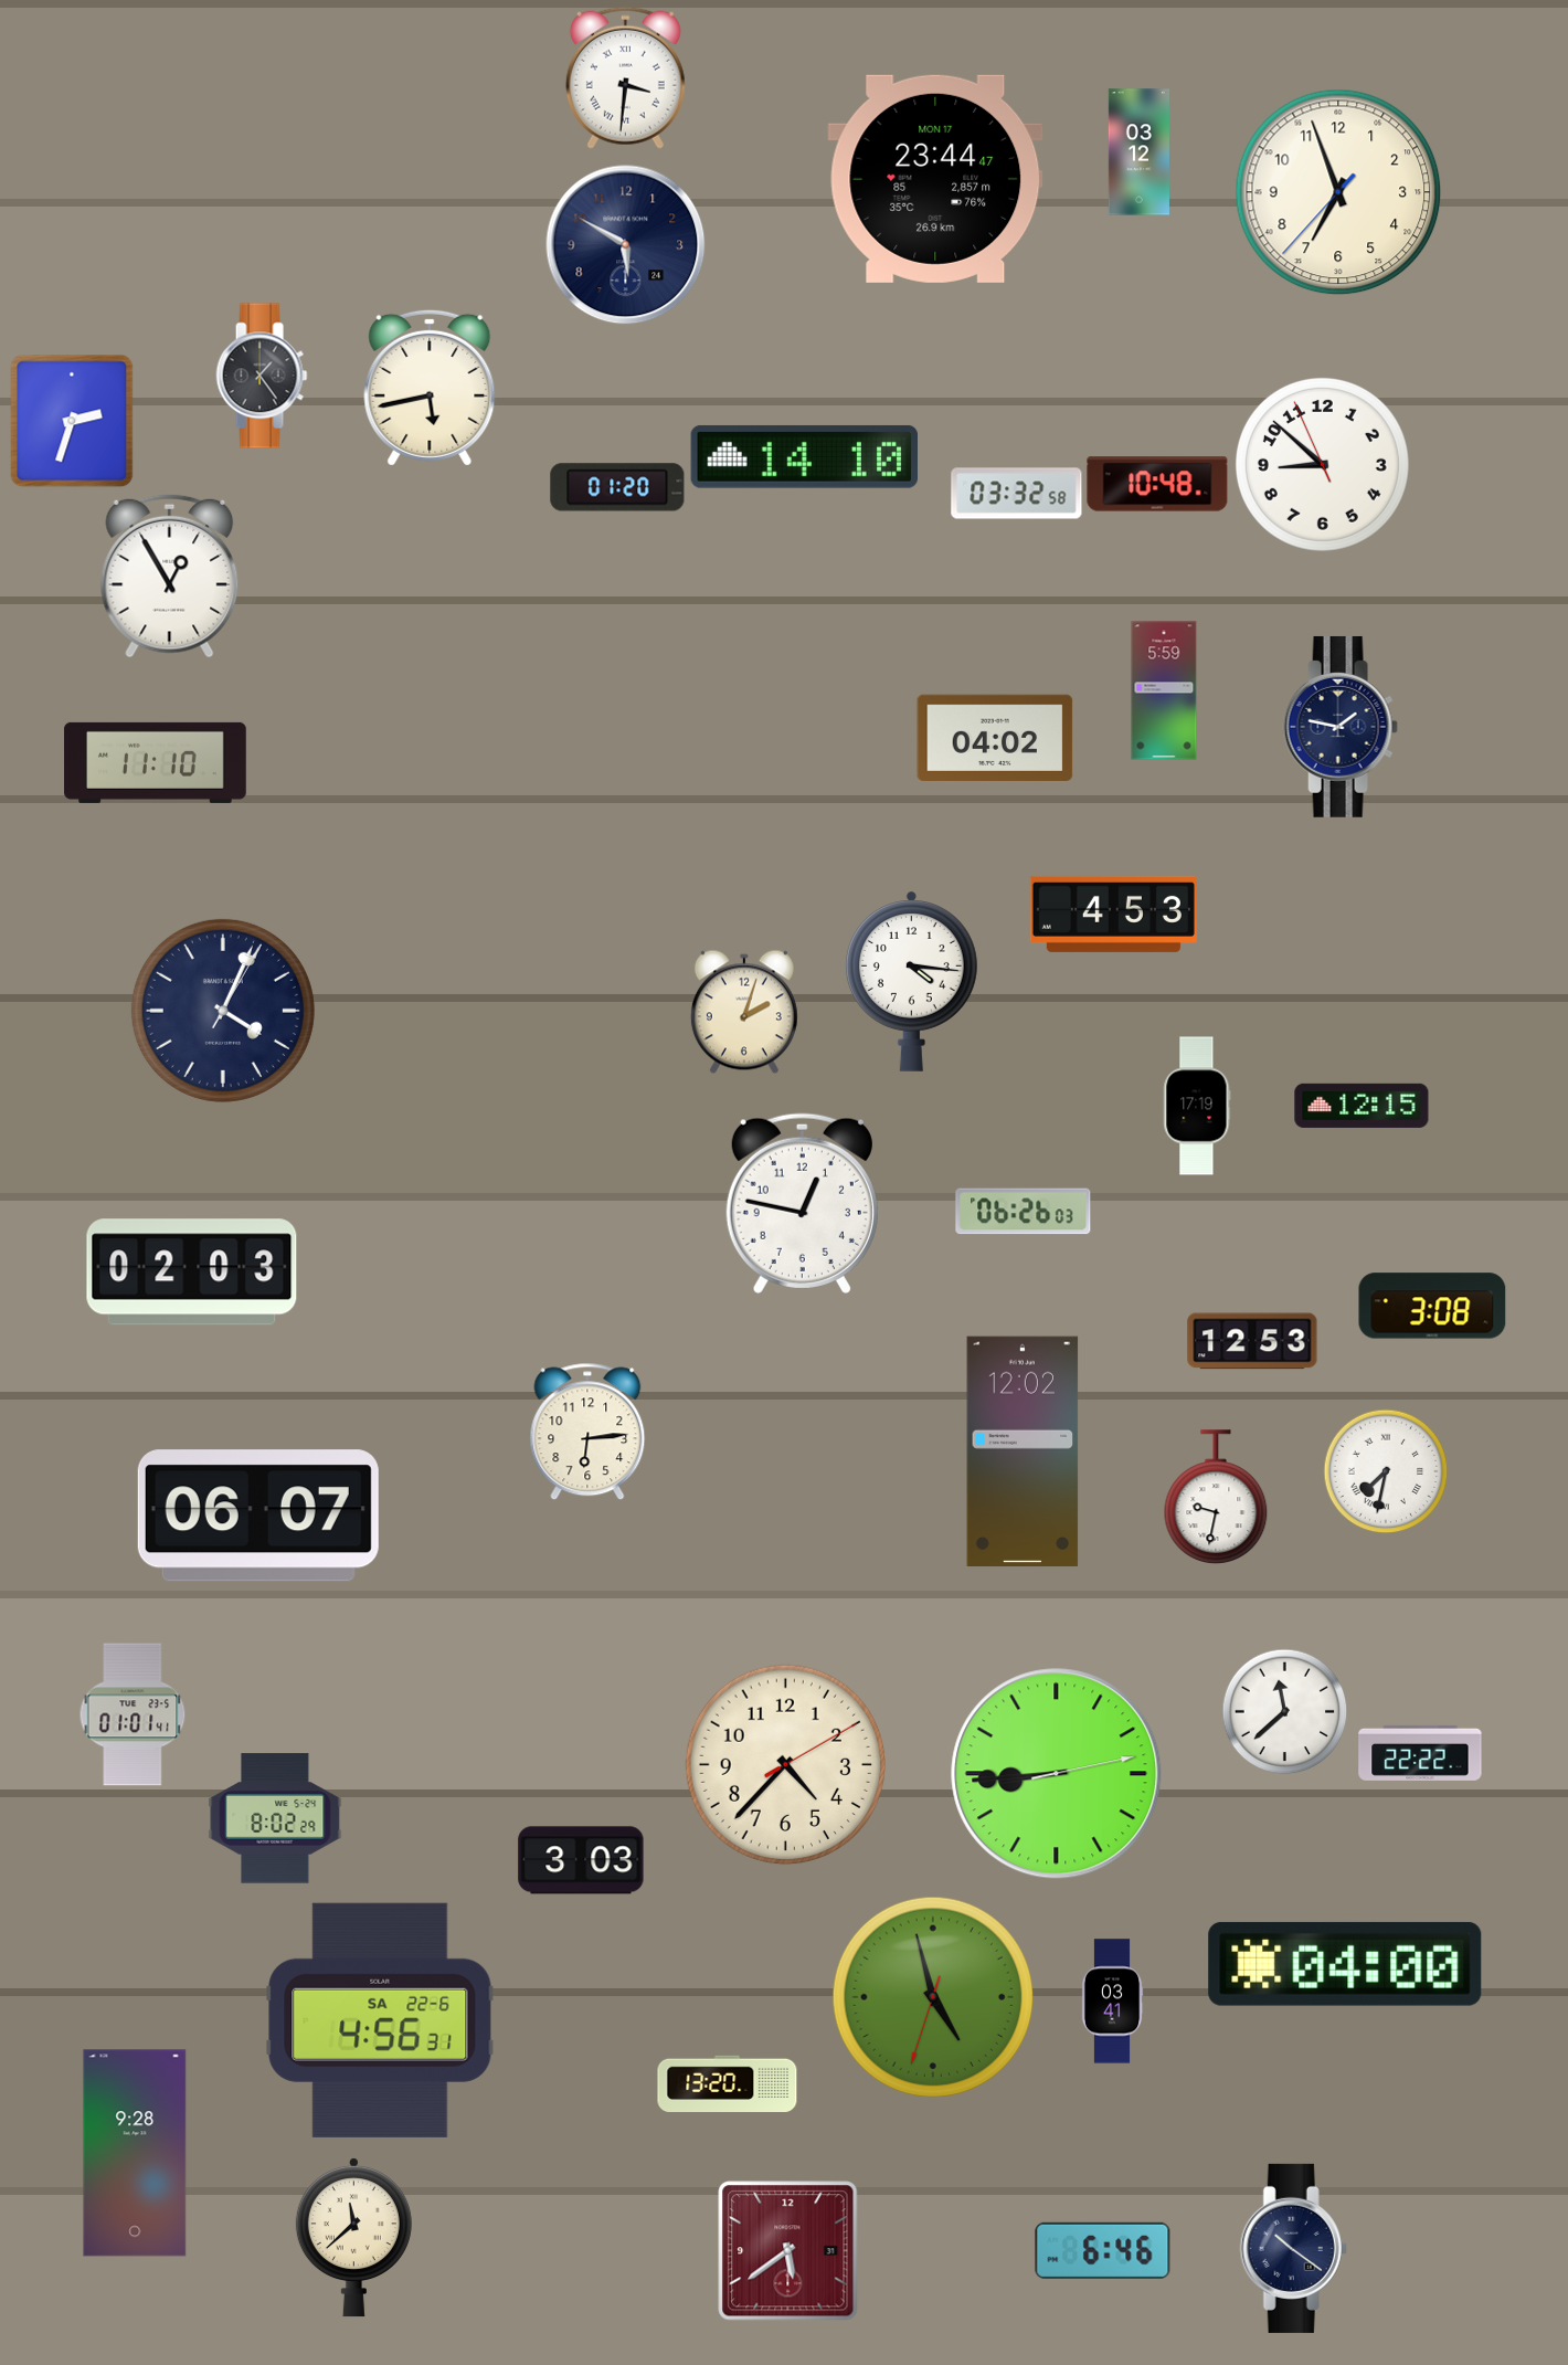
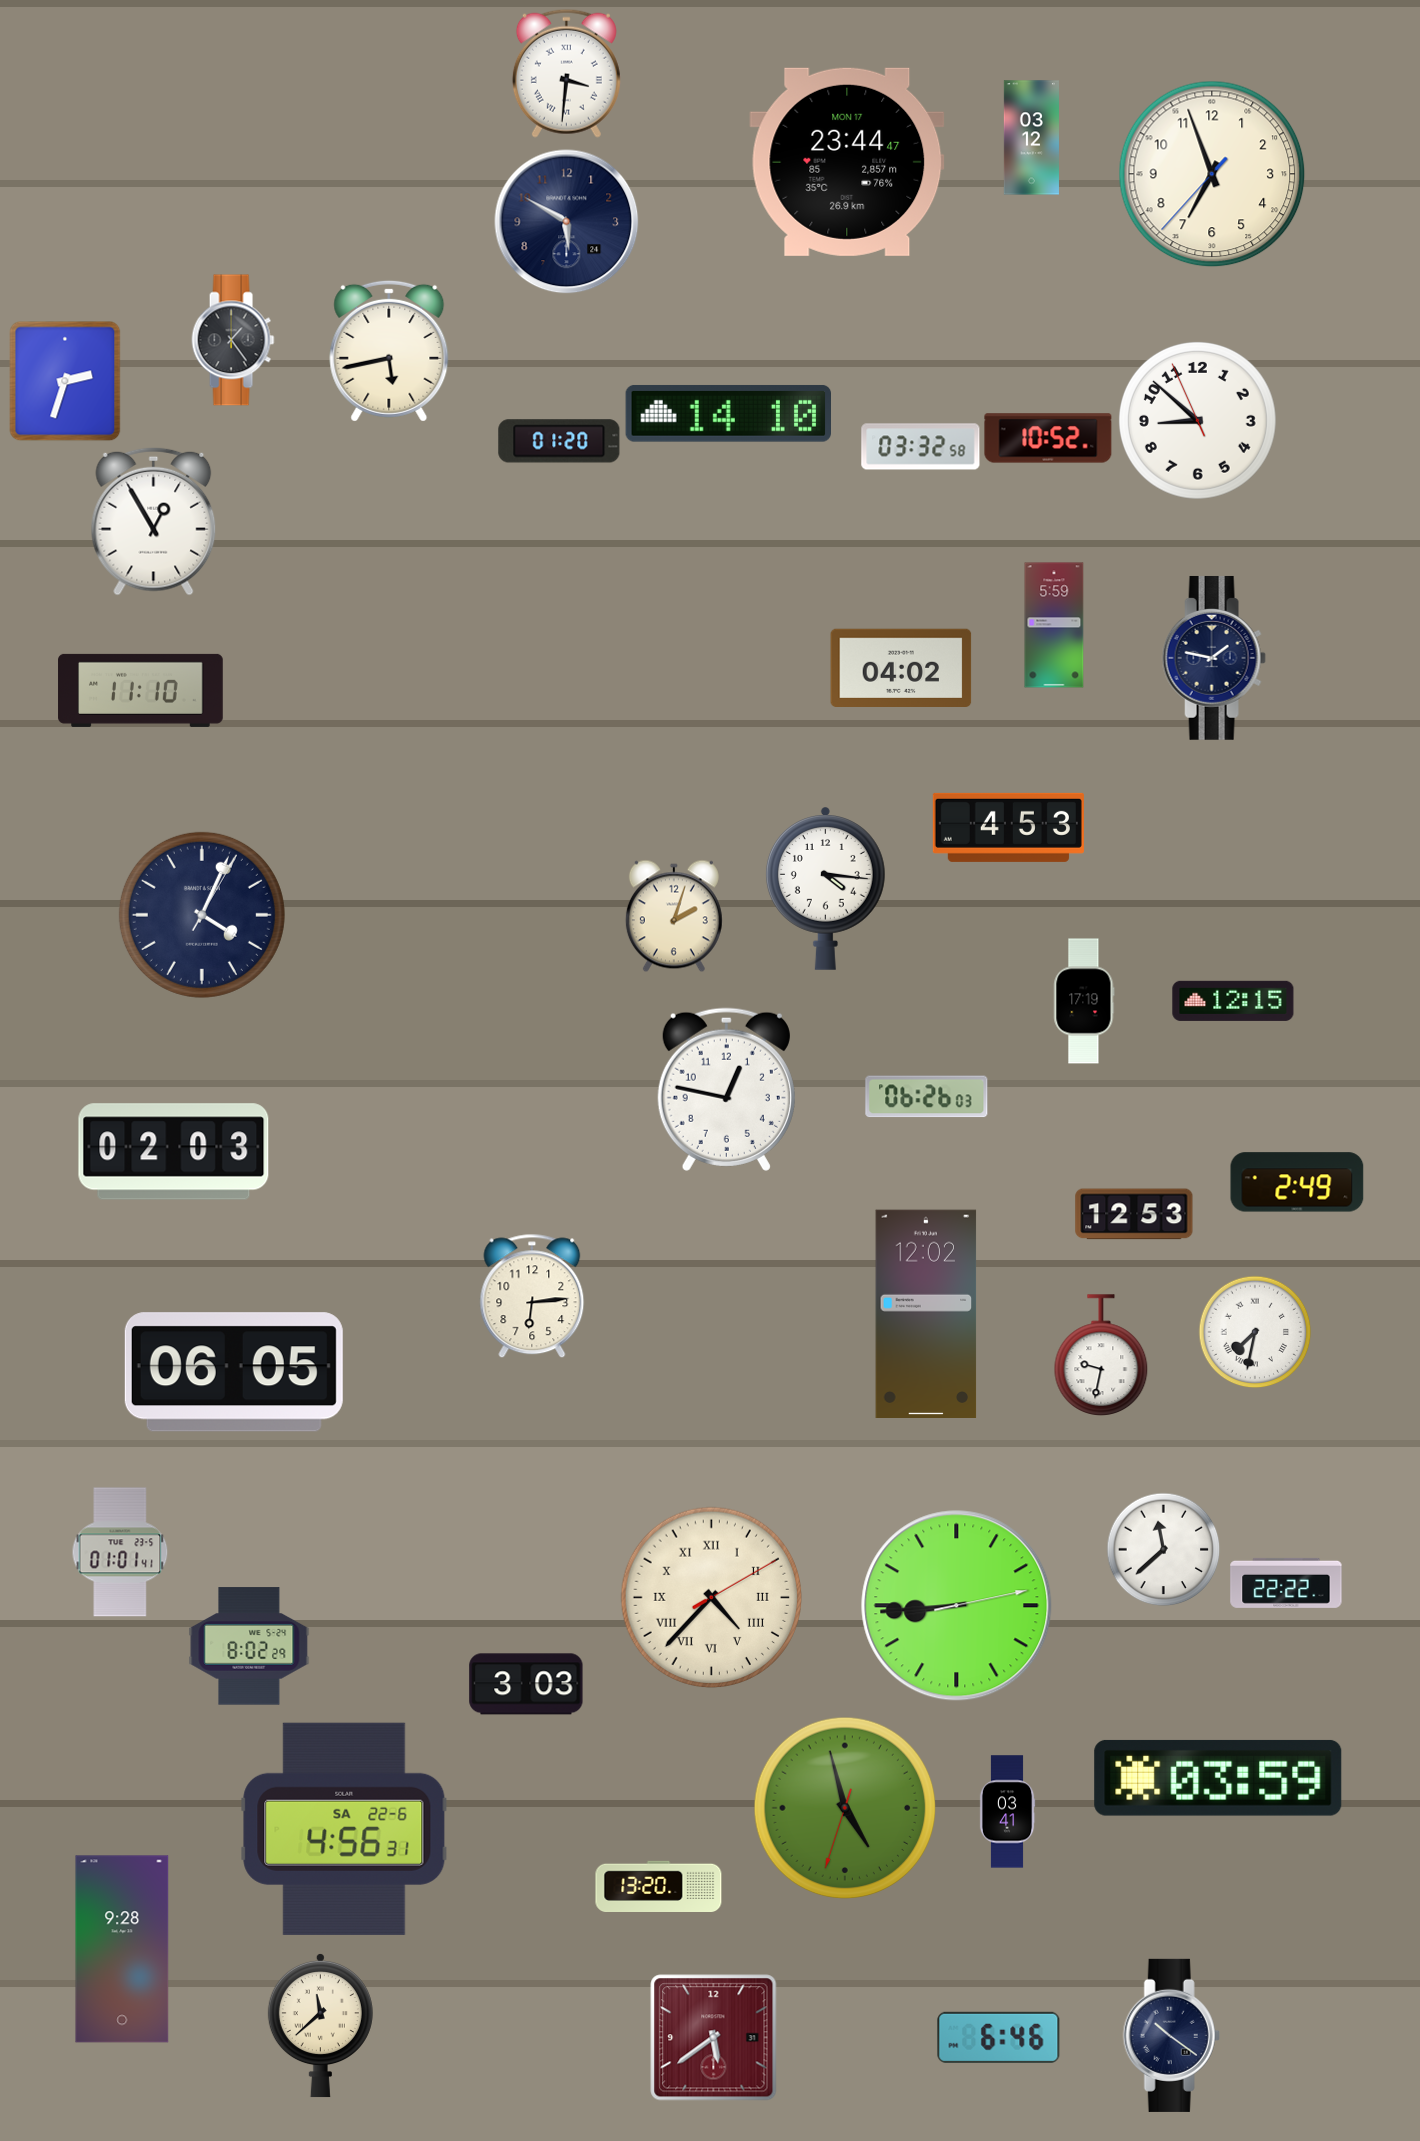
clock at (625, 77) position: (625, 77) -> (566, 73)
clock at (262, 376) position: (262, 376) -> (233, 340)
clock at (1157, 484): 10:48 -> 10:52
clock at (1432, 1306): 3:08 -> 2:49
clock at (258, 1516): 06:07 -> 06:05
clock at (1420, 1753) position: (1420, 1753) -> (1286, 1583)
clock at (786, 1765) numerals: Arabic -> Roman
clock at (1345, 1964): 04:00 -> 03:59
